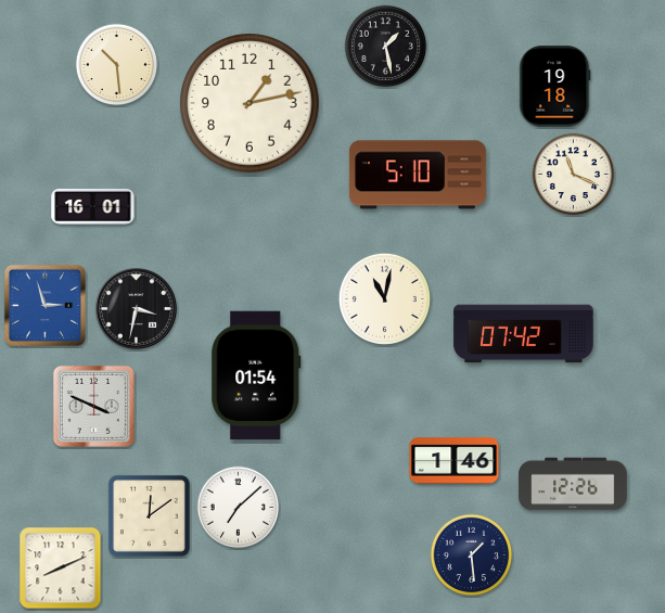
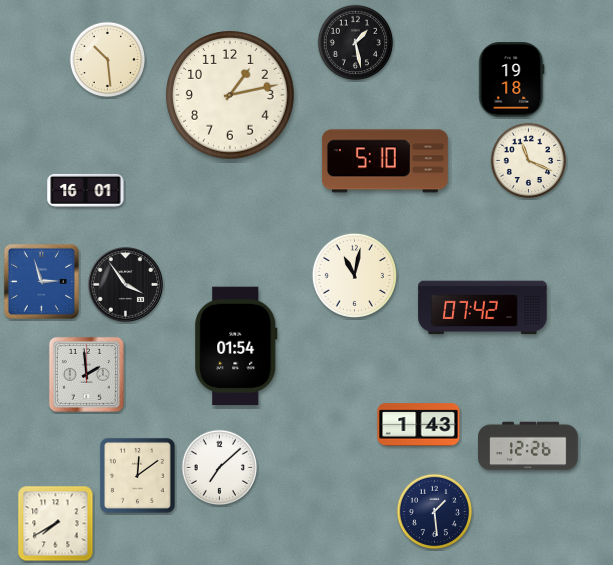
clock at (136, 308): 3:32 -> 3:54
clock at (93, 406): 3:49 -> 1:59
clock at (455, 461): 1:46 -> 1:43
clock at (61, 569): 8:11 -> 7:40
